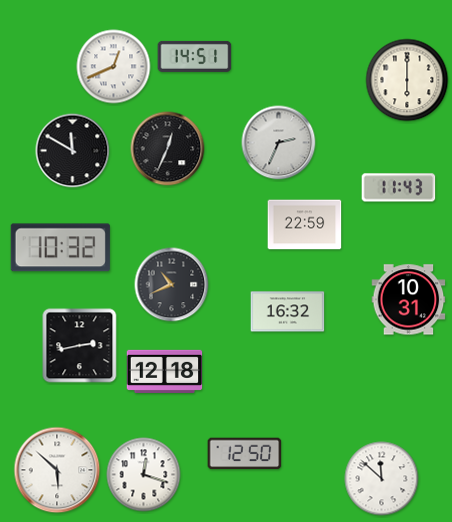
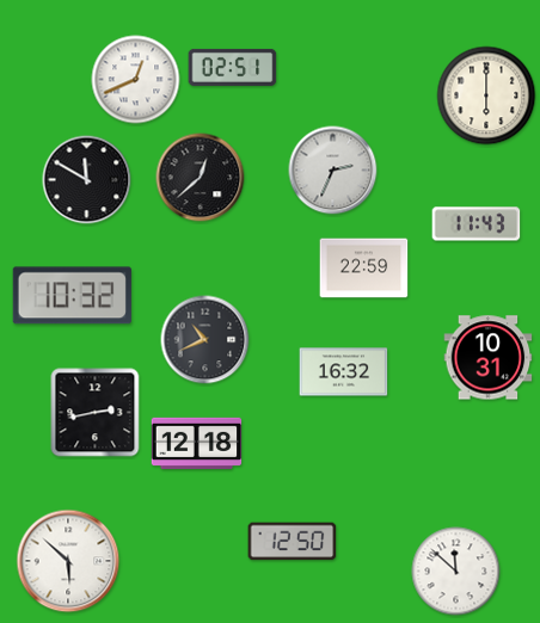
clock at (195, 56): 14:51 -> 02:51
clock at (168, 149): 12:34 -> 12:38
clock at (144, 475): 12:18 -> none
